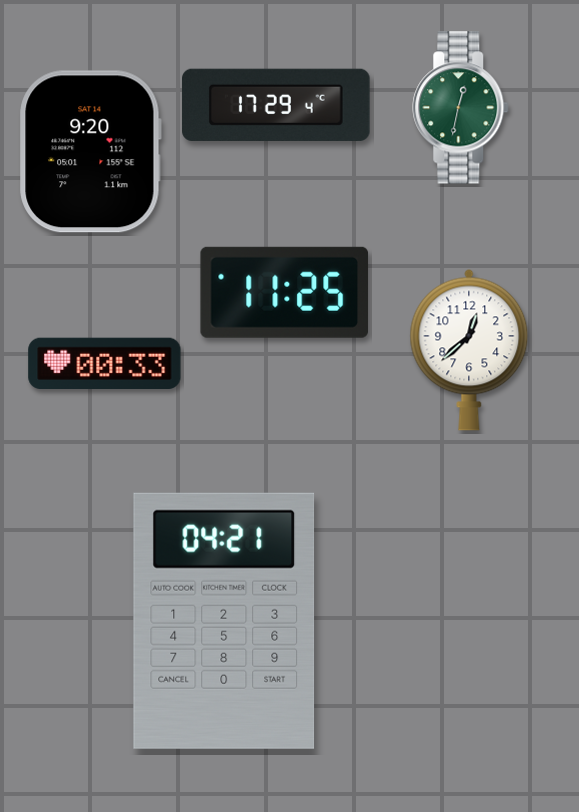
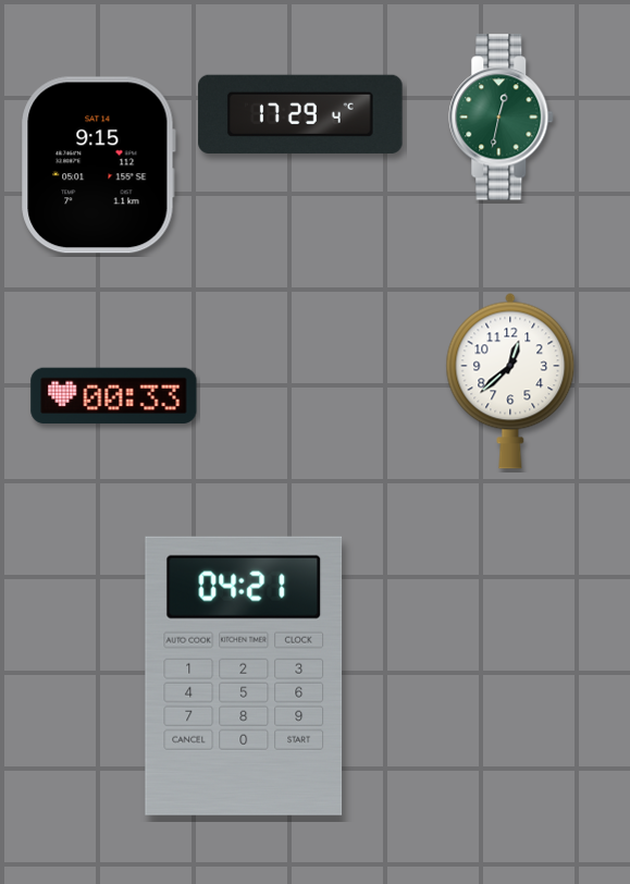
clock at (90, 152): 9:20 -> 9:15
clock at (284, 292): 11:25 -> none
